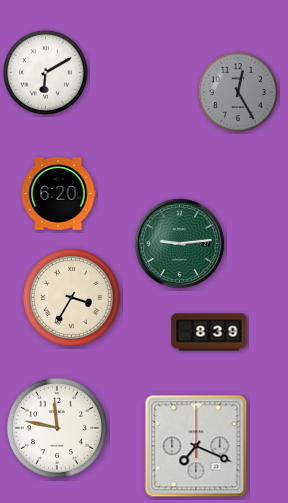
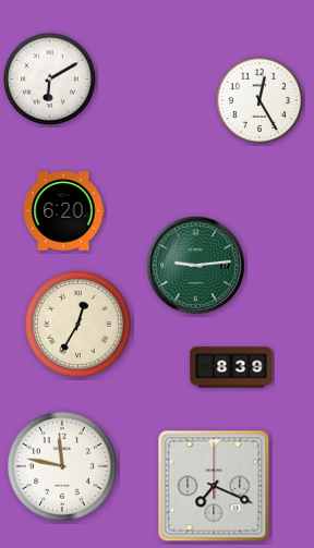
clock at (238, 92) dial: grey -> white
clock at (71, 297): 3:35 -> 12:35
clock at (209, 332) position: (209, 332) -> (231, 367)
